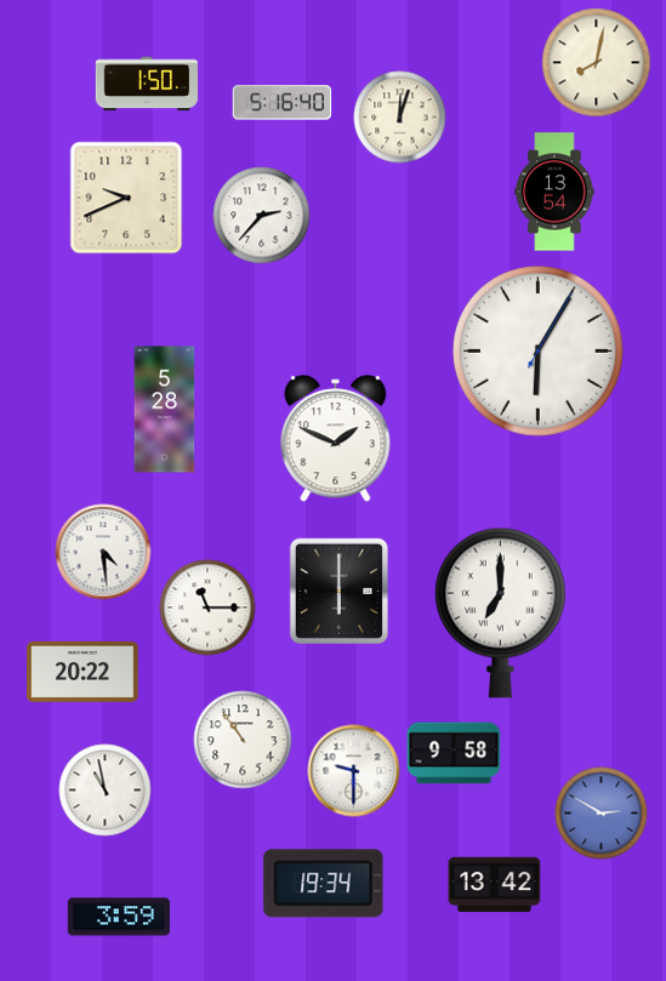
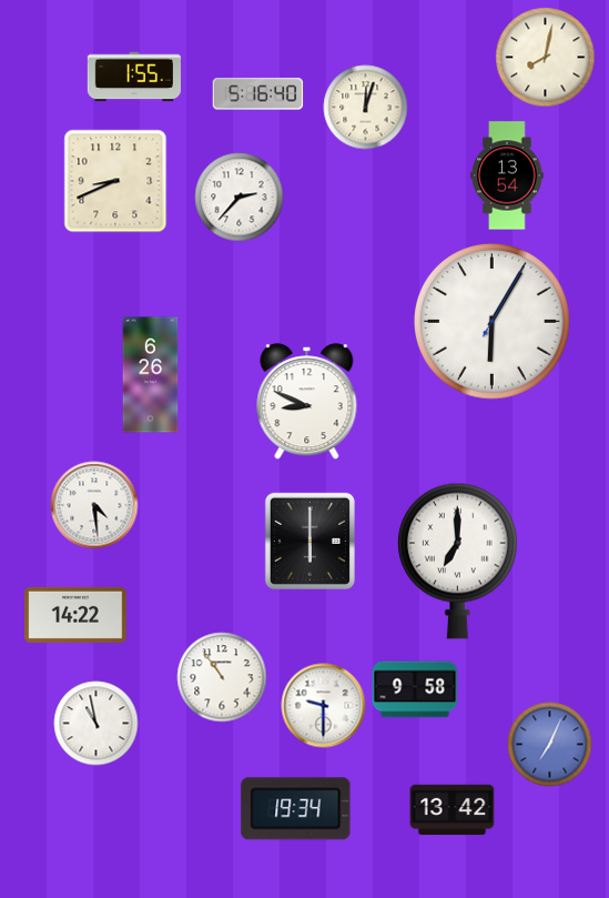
clock at (146, 84): 1:50 -> 1:55
clock at (126, 198): 9:41 -> 8:41
clock at (165, 410): 5:28 -> 6:26
clock at (336, 439): 1:49 -> 8:49
clock at (207, 608): 11:15 -> none
clock at (82, 672): 20:22 -> 14:22
clock at (602, 814): 2:50 -> 7:04
clock at (119, 917): 3:59 -> none
